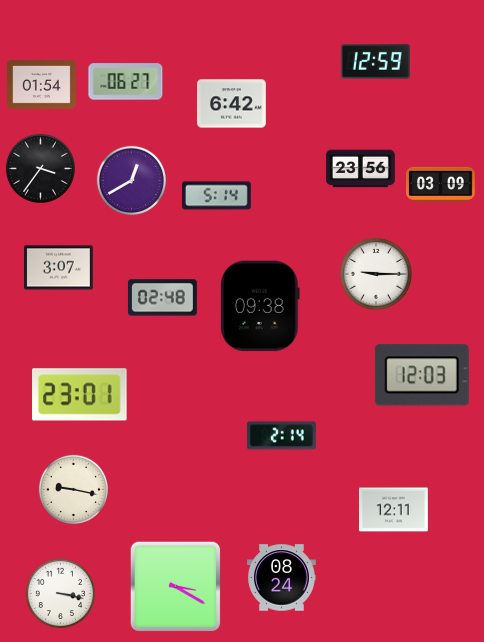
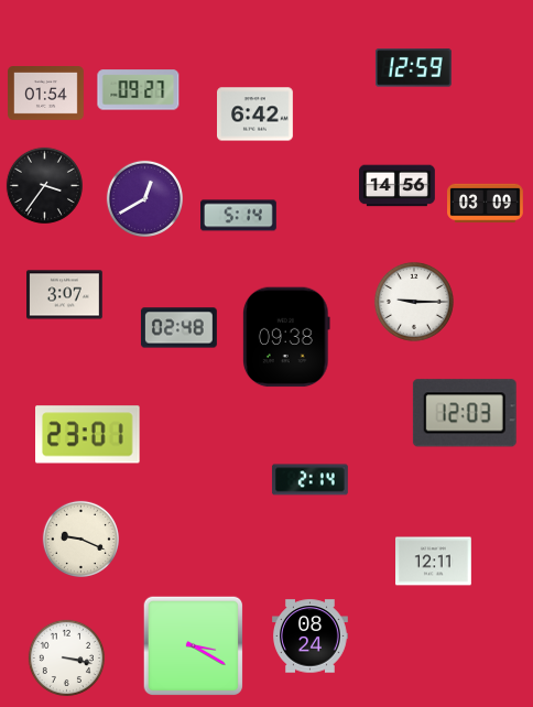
clock at (126, 82): 06:27 -> 09:27
clock at (361, 169): 23:56 -> 14:56
clock at (73, 489): 9:17 -> 9:19
clock at (60, 593) position: (60, 593) -> (66, 657)
